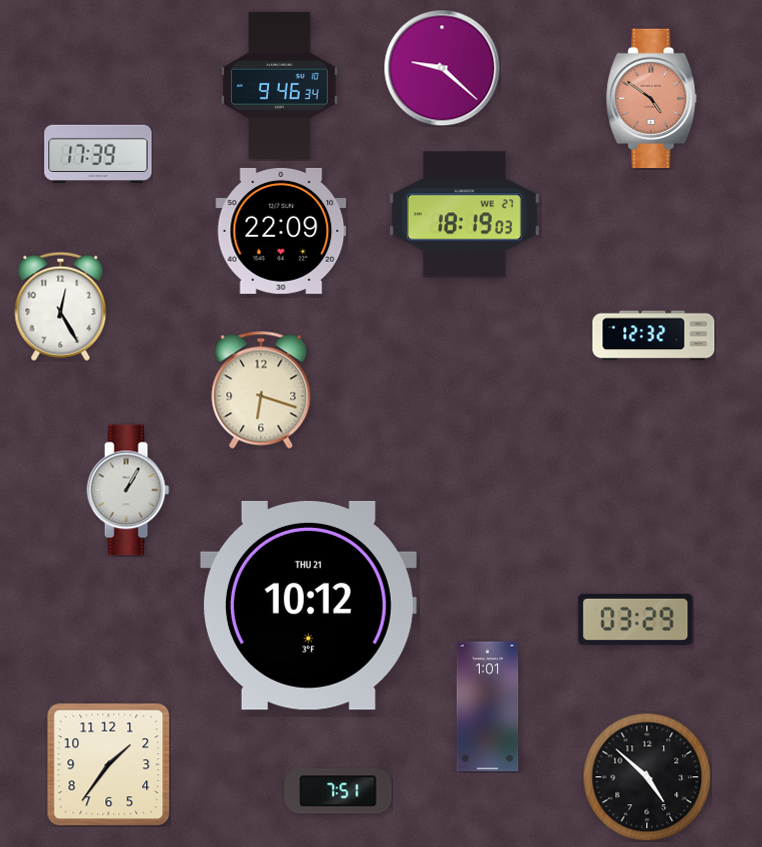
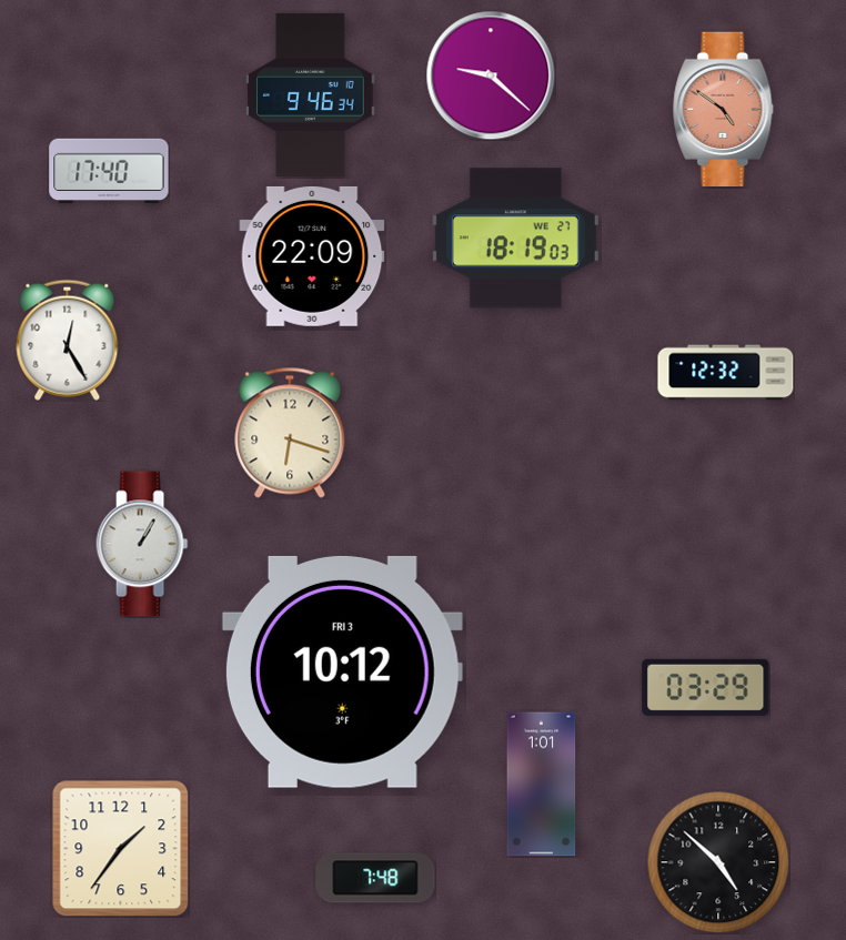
clock at (98, 153): 17:39 -> 17:40
clock at (308, 605) date: THU 21 -> FRI 3
clock at (338, 791): 7:51 -> 7:48
